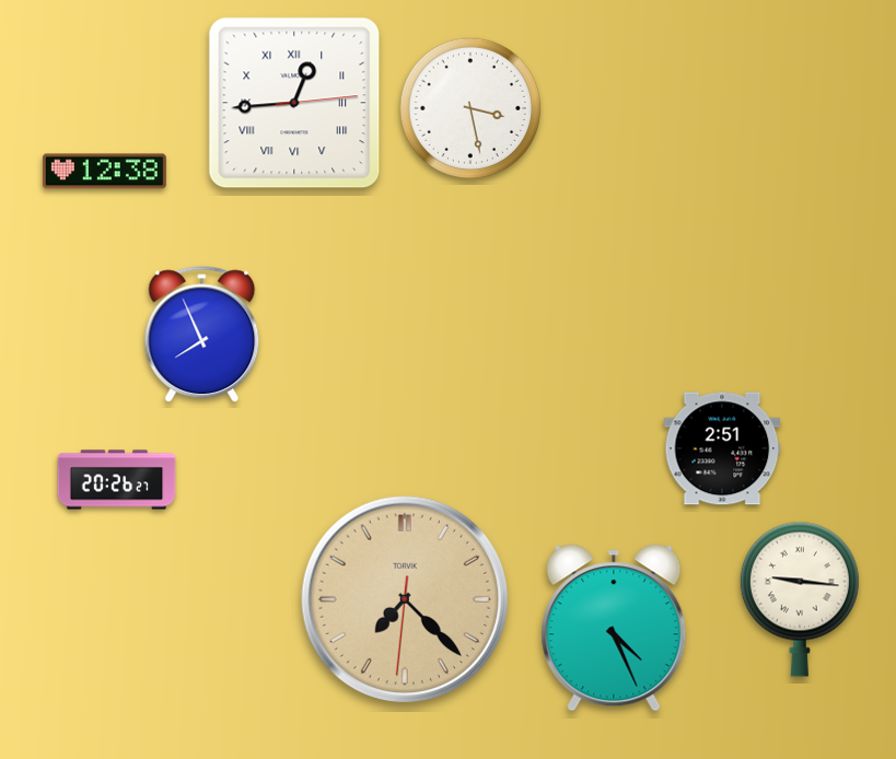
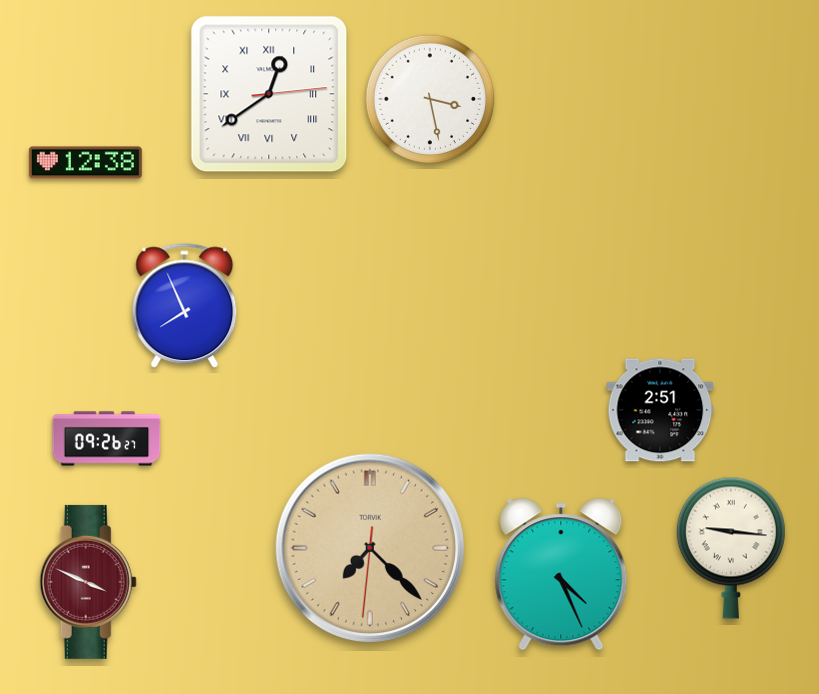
clock at (294, 103): 12:44 -> 12:39
clock at (104, 172) position: (104, 172) -> (85, 163)
clock at (117, 480): 20:26 -> 09:26
clock at (88, 582): none -> 3:49
